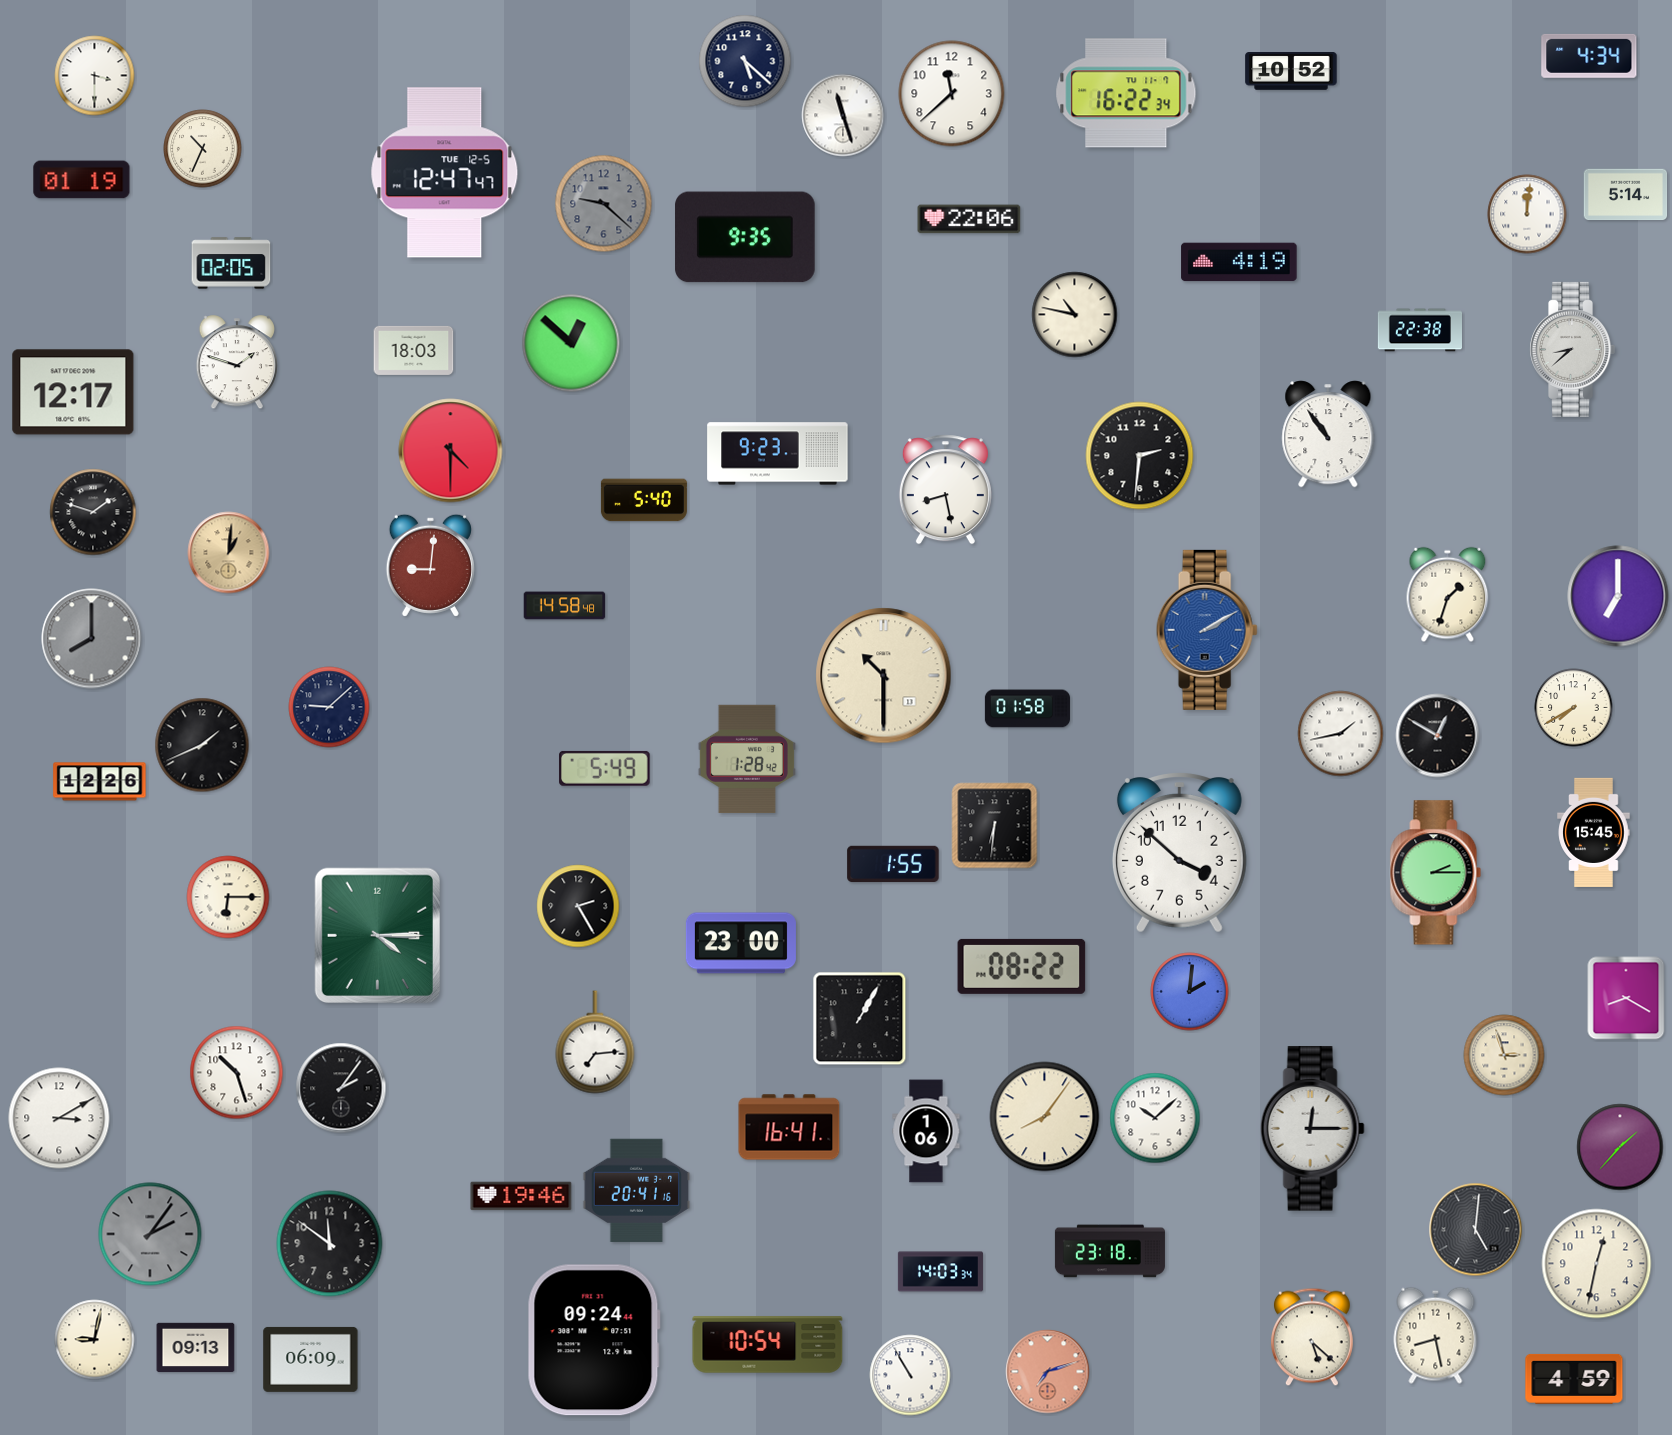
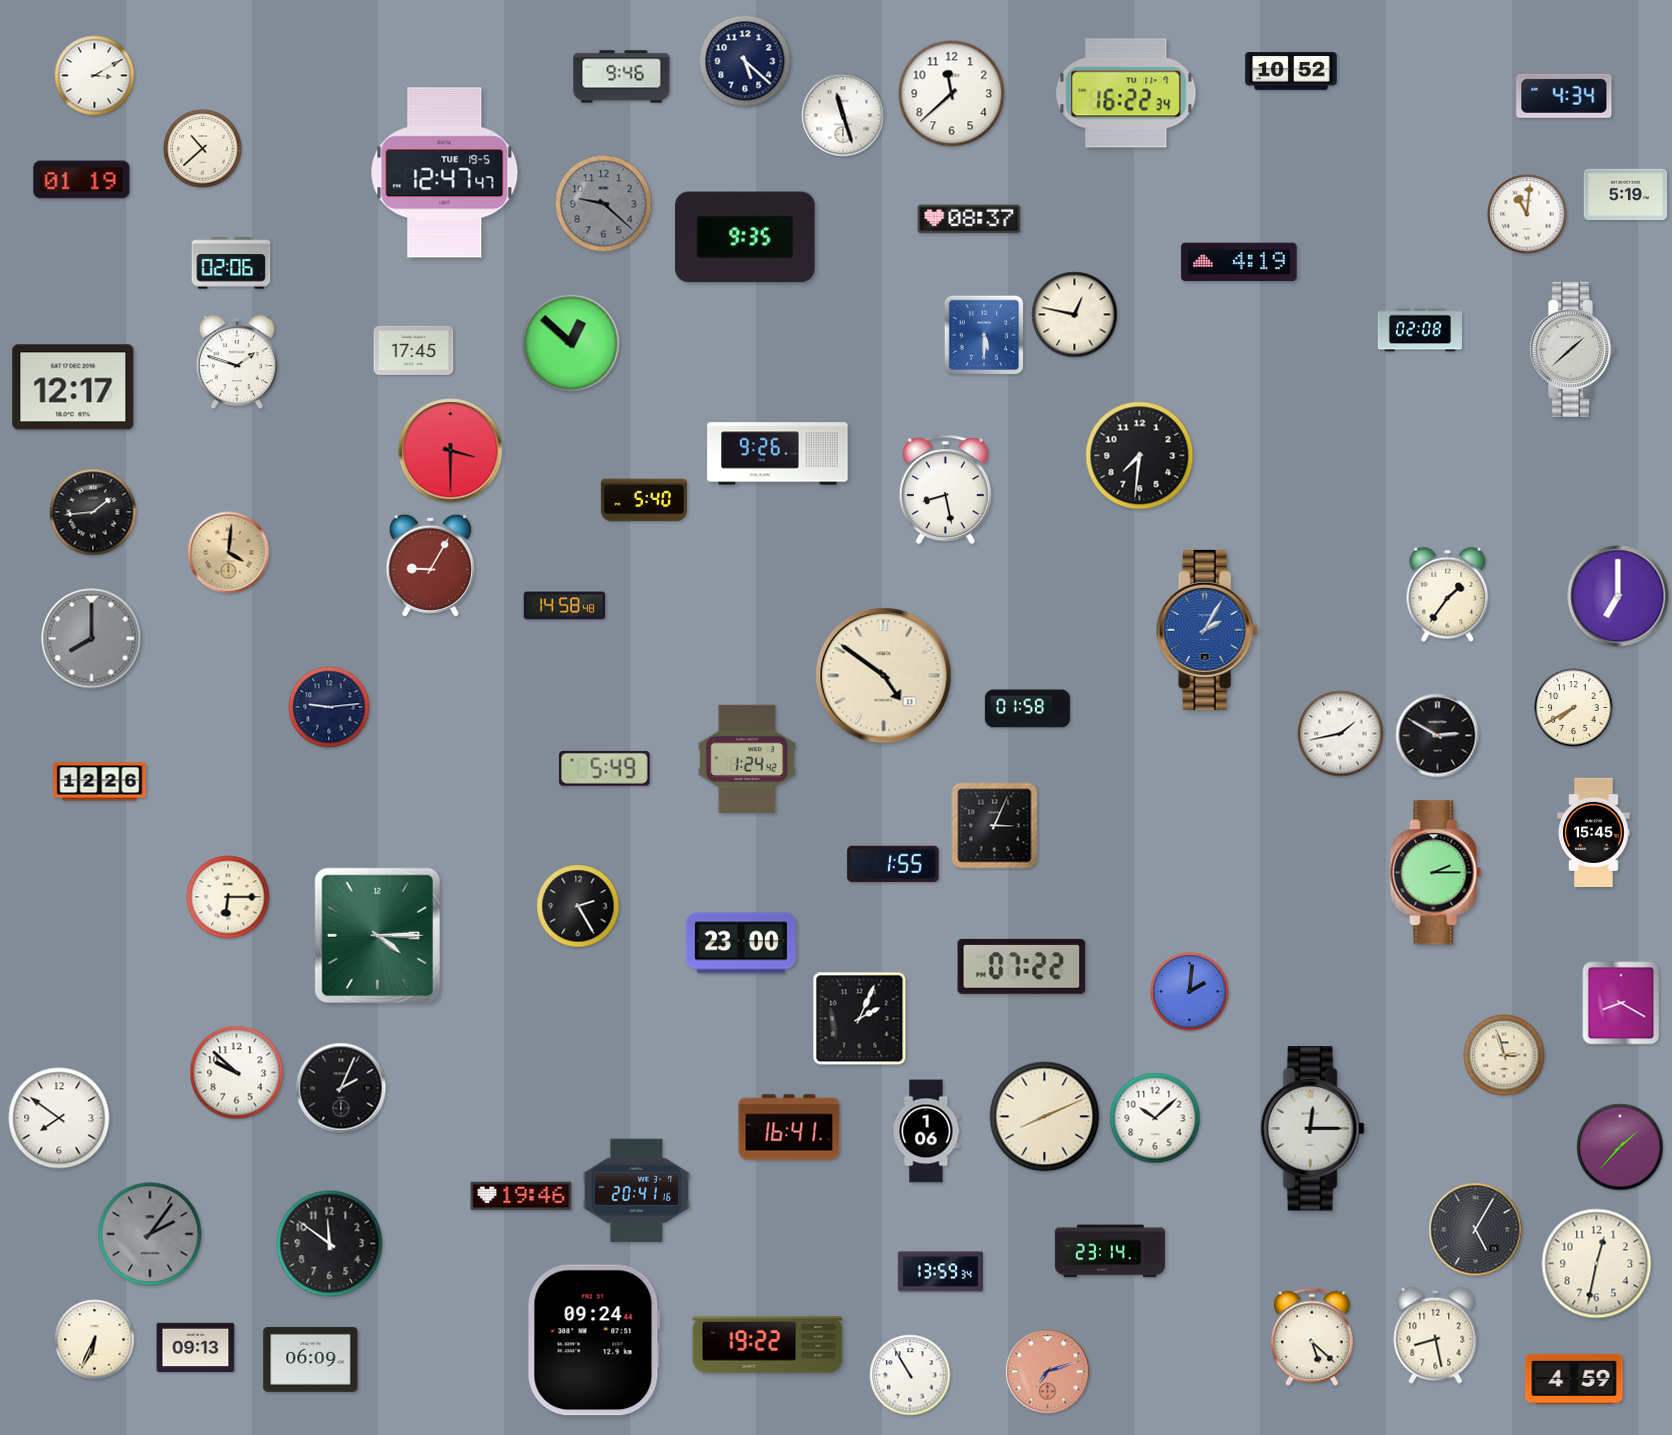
clock at (1589, 56) position: (1589, 56) -> (1564, 96)
clock at (95, 76): 3:30 -> 3:10
clock at (622, 77): none -> 9:46
clock at (203, 149): 10:34 -> 10:38
clock at (445, 173) date: TUE 12-5 -> TUE 19-5
clock at (1626, 195): 5:14 -> 5:19
clock at (1527, 214): 12:01 -> 11:01
clock at (969, 219): 22:06 -> 08:37
clock at (231, 263): 02:05 -> 02:06
clock at (1075, 315): 10:47 -> 12:47
clock at (1419, 330): 22:38 -> 02:08
clock at (984, 335): none -> 5:30
clock at (1573, 349): 8:38 -> 1:38
clock at (414, 350): 18:03 -> 17:45
clock at (73, 392) position: (73, 392) -> (73, 387)
clock at (1328, 434): 10:54 -> none
clock at (451, 451): 4:30 -> 3:30
clock at (778, 454): 9:23 -> 9:26
clock at (1140, 456): 2:31 -> 7:31
clock at (93, 512): 1:48 -> 1:44
clock at (229, 553): 1:01 -> 4:01
clock at (430, 565): 9:01 -> 9:05
clock at (1448, 595): 1:33 -> 1:36
clock at (1207, 630): 2:10 -> 2:05
clock at (884, 676): 10:30 -> 4:51
clock at (329, 707): 9:08 -> 9:14
clock at (1438, 736): 12:50 -> 2:50
clock at (202, 745): 1:41 -> none
clock at (747, 759): 1:28 -> 1:24
clock at (995, 826): 6:31 -> 3:04
clock at (1179, 853): 3:52 -> none
clock at (1022, 966): 08:22 -> 07:22
clock at (1626, 998) position: (1626, 998) -> (1621, 1003)
clock at (860, 1019): 1:05 -> 2:04
clock at (595, 1042): 7:14 -> none
clock at (237, 1073): 10:27 -> 9:52
clock at (341, 1088): 2:06 -> 2:04
clock at (1045, 1117): 8:06 -> 8:11
clock at (59, 1118): 3:10 -> 7:51
clock at (1476, 1230): 5:01 -> 5:05
clock at (1110, 1251): 23:18 -> 23:14
clock at (940, 1272): 14:03 -> 13:59
clock at (95, 1340): 9:02 -> 6:34
clock at (768, 1345): 10:54 -> 19:22
